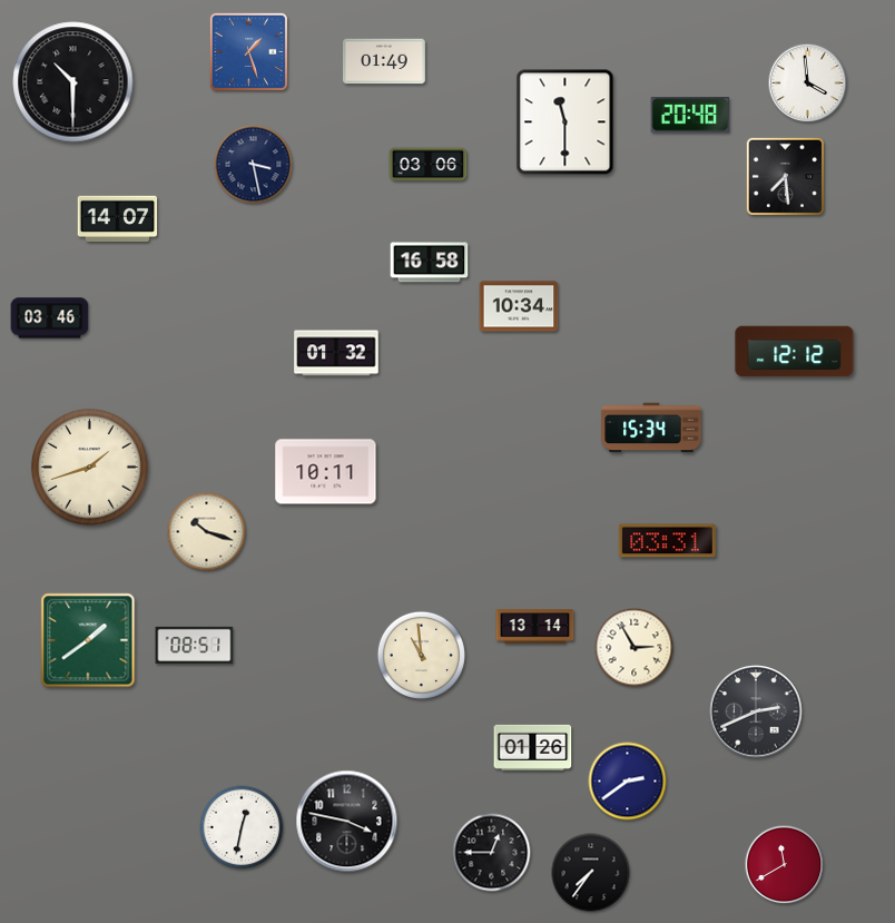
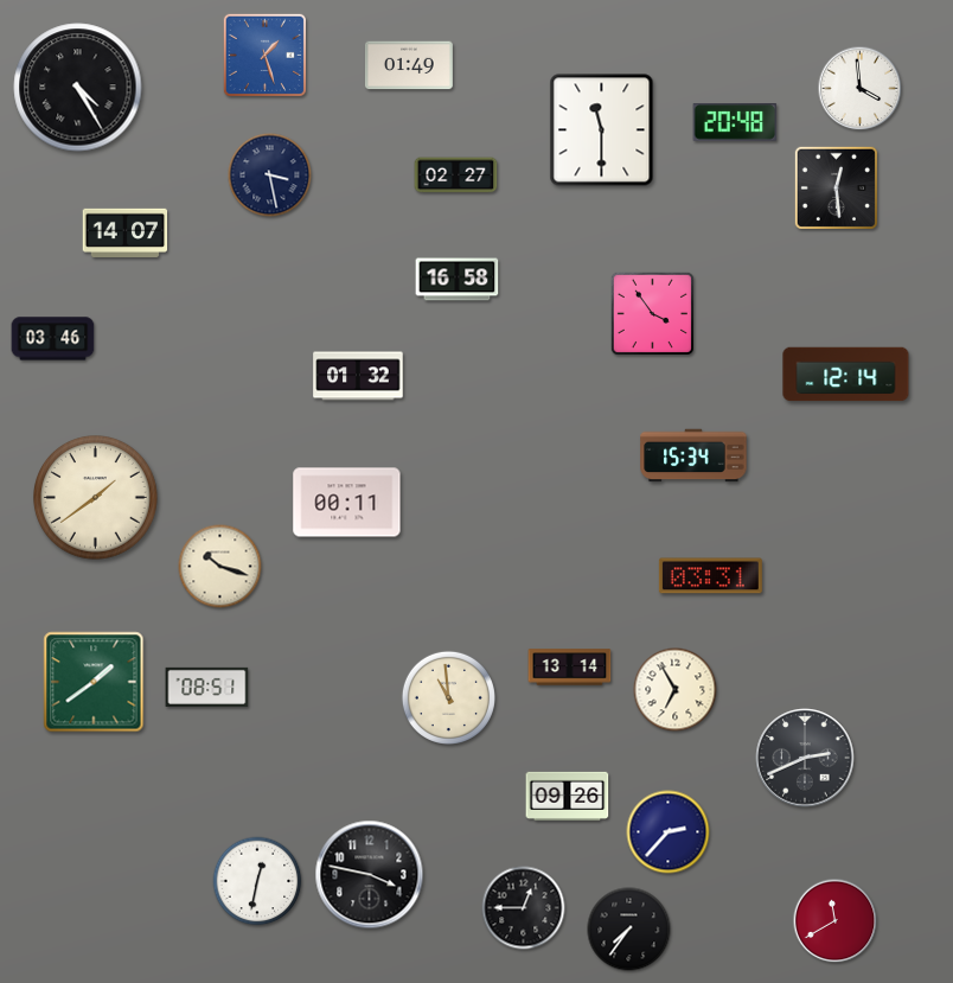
clock at (73, 82): 10:30 -> 4:25
clock at (429, 165): 03:06 -> 02:27
clock at (785, 176): 7:29 -> 12:29
clock at (652, 313): none -> 3:54
clock at (519, 306): 10:34 -> none
clock at (795, 352): 12:12 -> 12:14
clock at (90, 468): 1:42 -> 1:39
clock at (326, 472): 10:11 -> 00:11
clock at (635, 648): 2:55 -> 6:55
clock at (533, 747): 01:26 -> 09:26
clock at (628, 782): 2:39 -> 2:37
